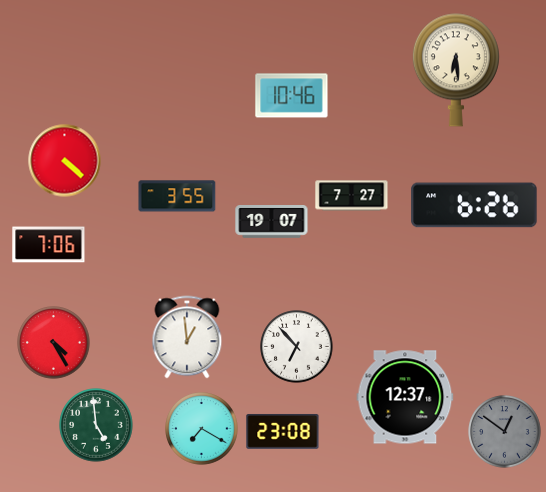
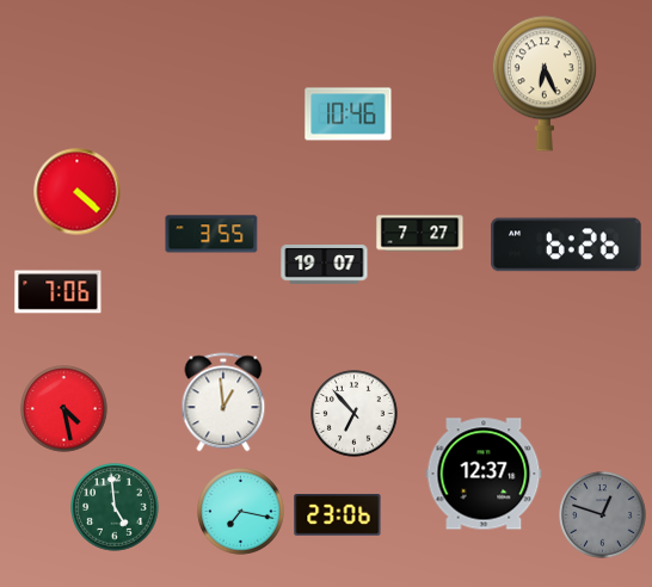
clock at (456, 70): 6:29 -> 6:26
clock at (54, 343): 4:25 -> 4:28
clock at (202, 429): 7:20 -> 7:17
clock at (283, 431): 23:08 -> 23:06
clock at (505, 432): 12:51 -> 12:48
